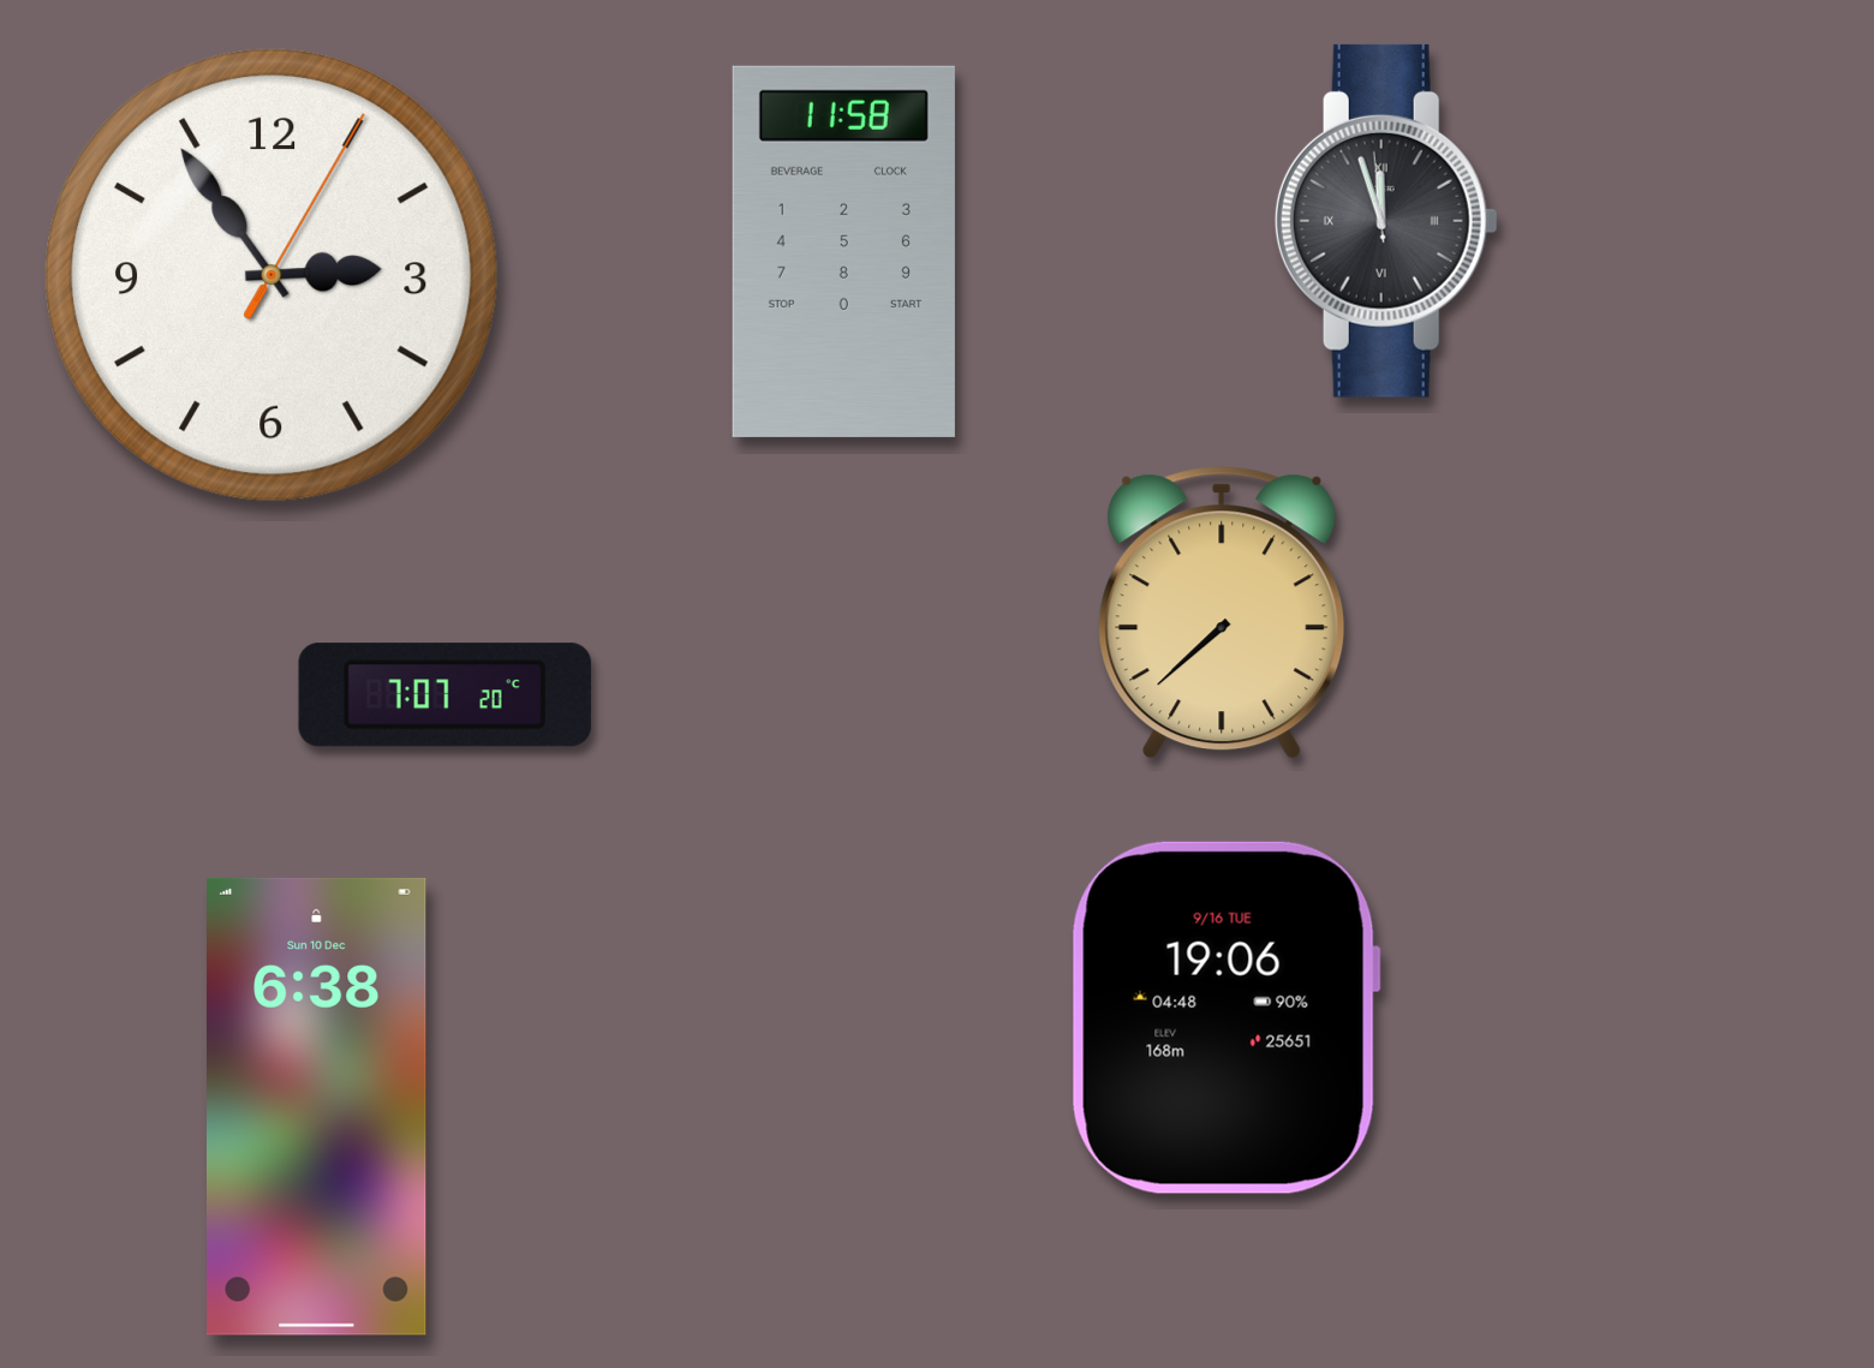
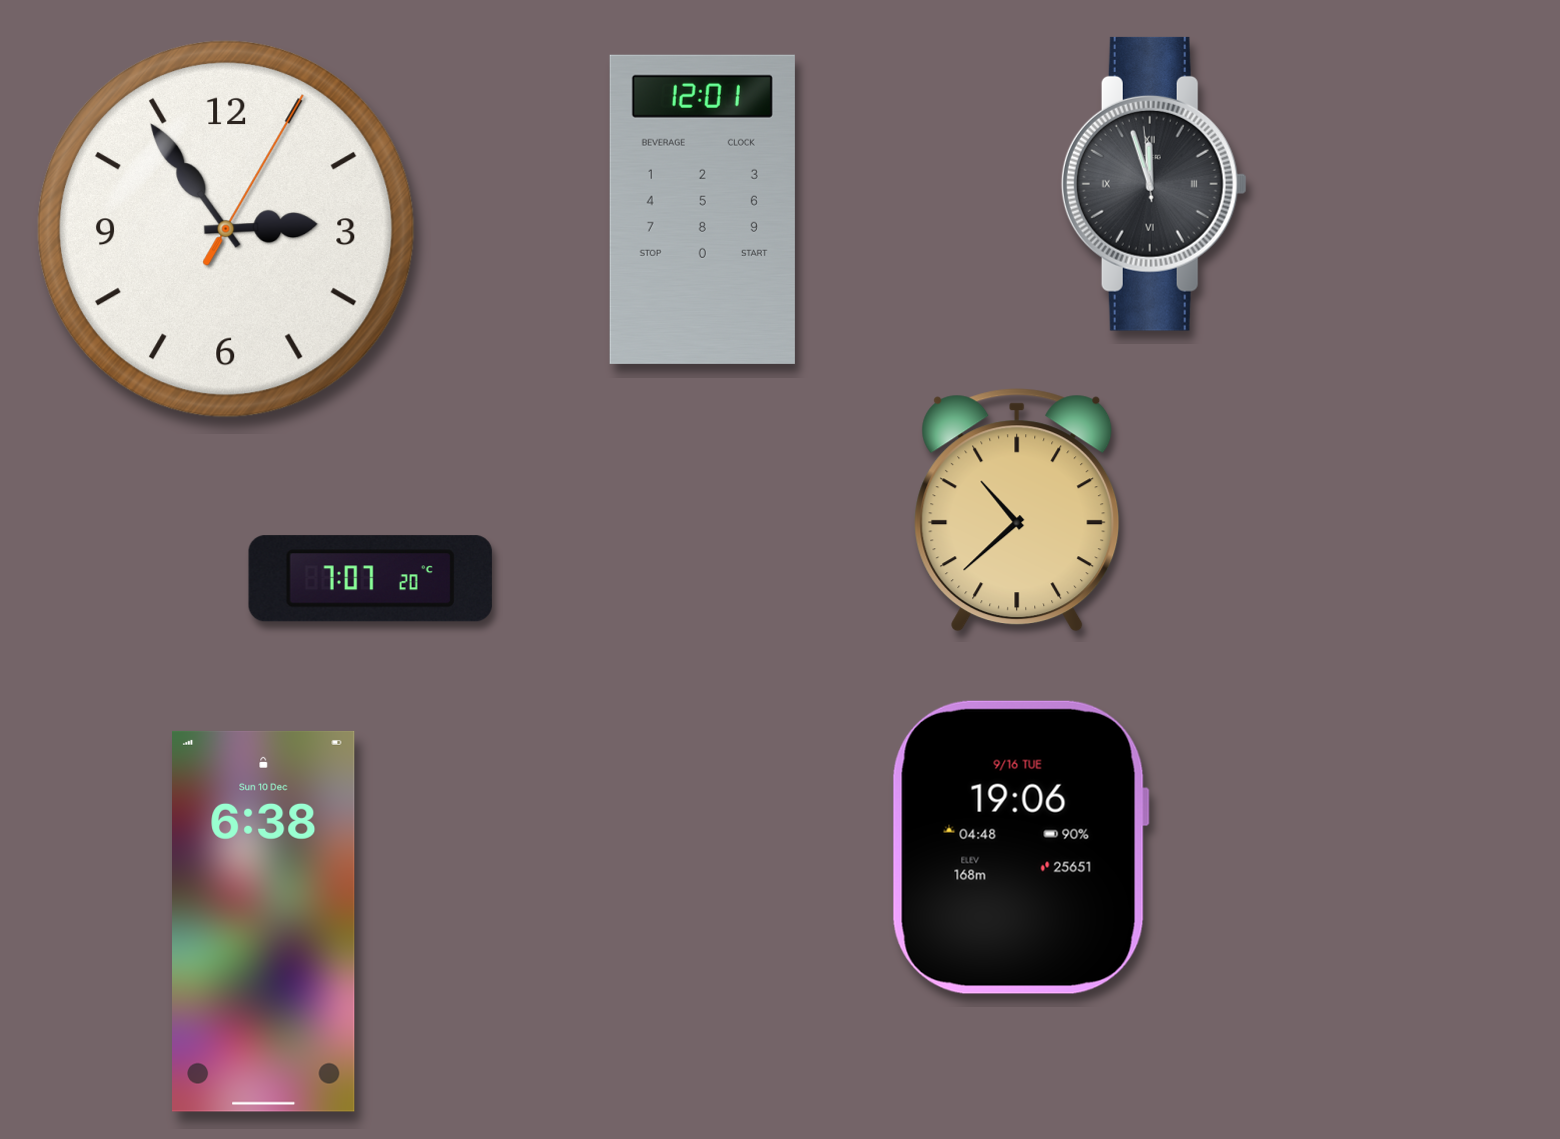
clock at (843, 251): 11:58 -> 12:01
clock at (1222, 613): 7:38 -> 10:38
